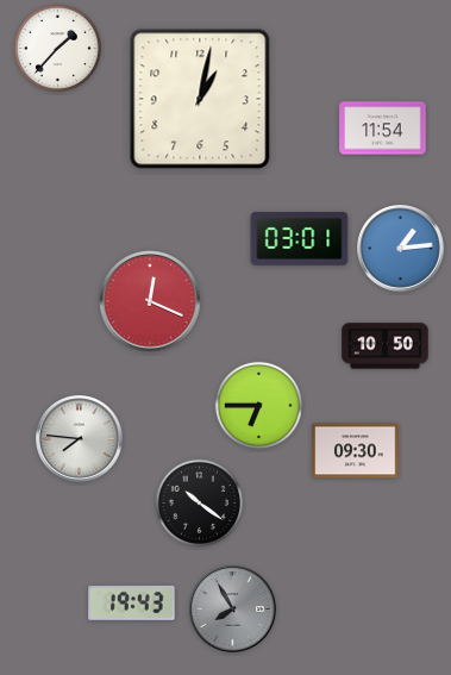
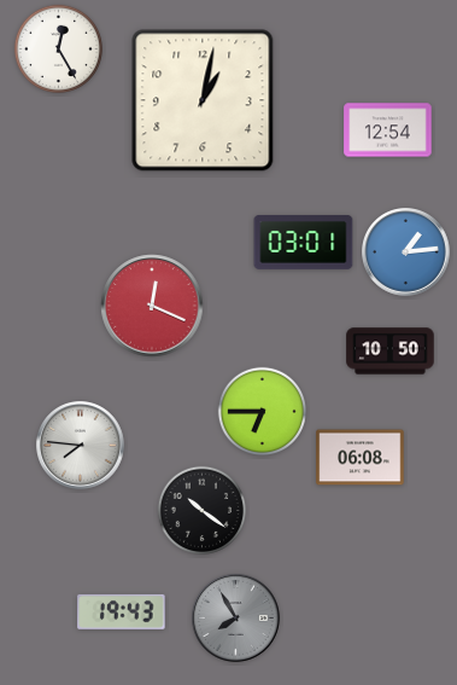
clock at (57, 48): 1:37 -> 12:25
clock at (383, 129): 11:54 -> 12:54
clock at (356, 451): 09:30 -> 06:08
clock at (132, 602) position: (132, 602) -> (122, 611)
